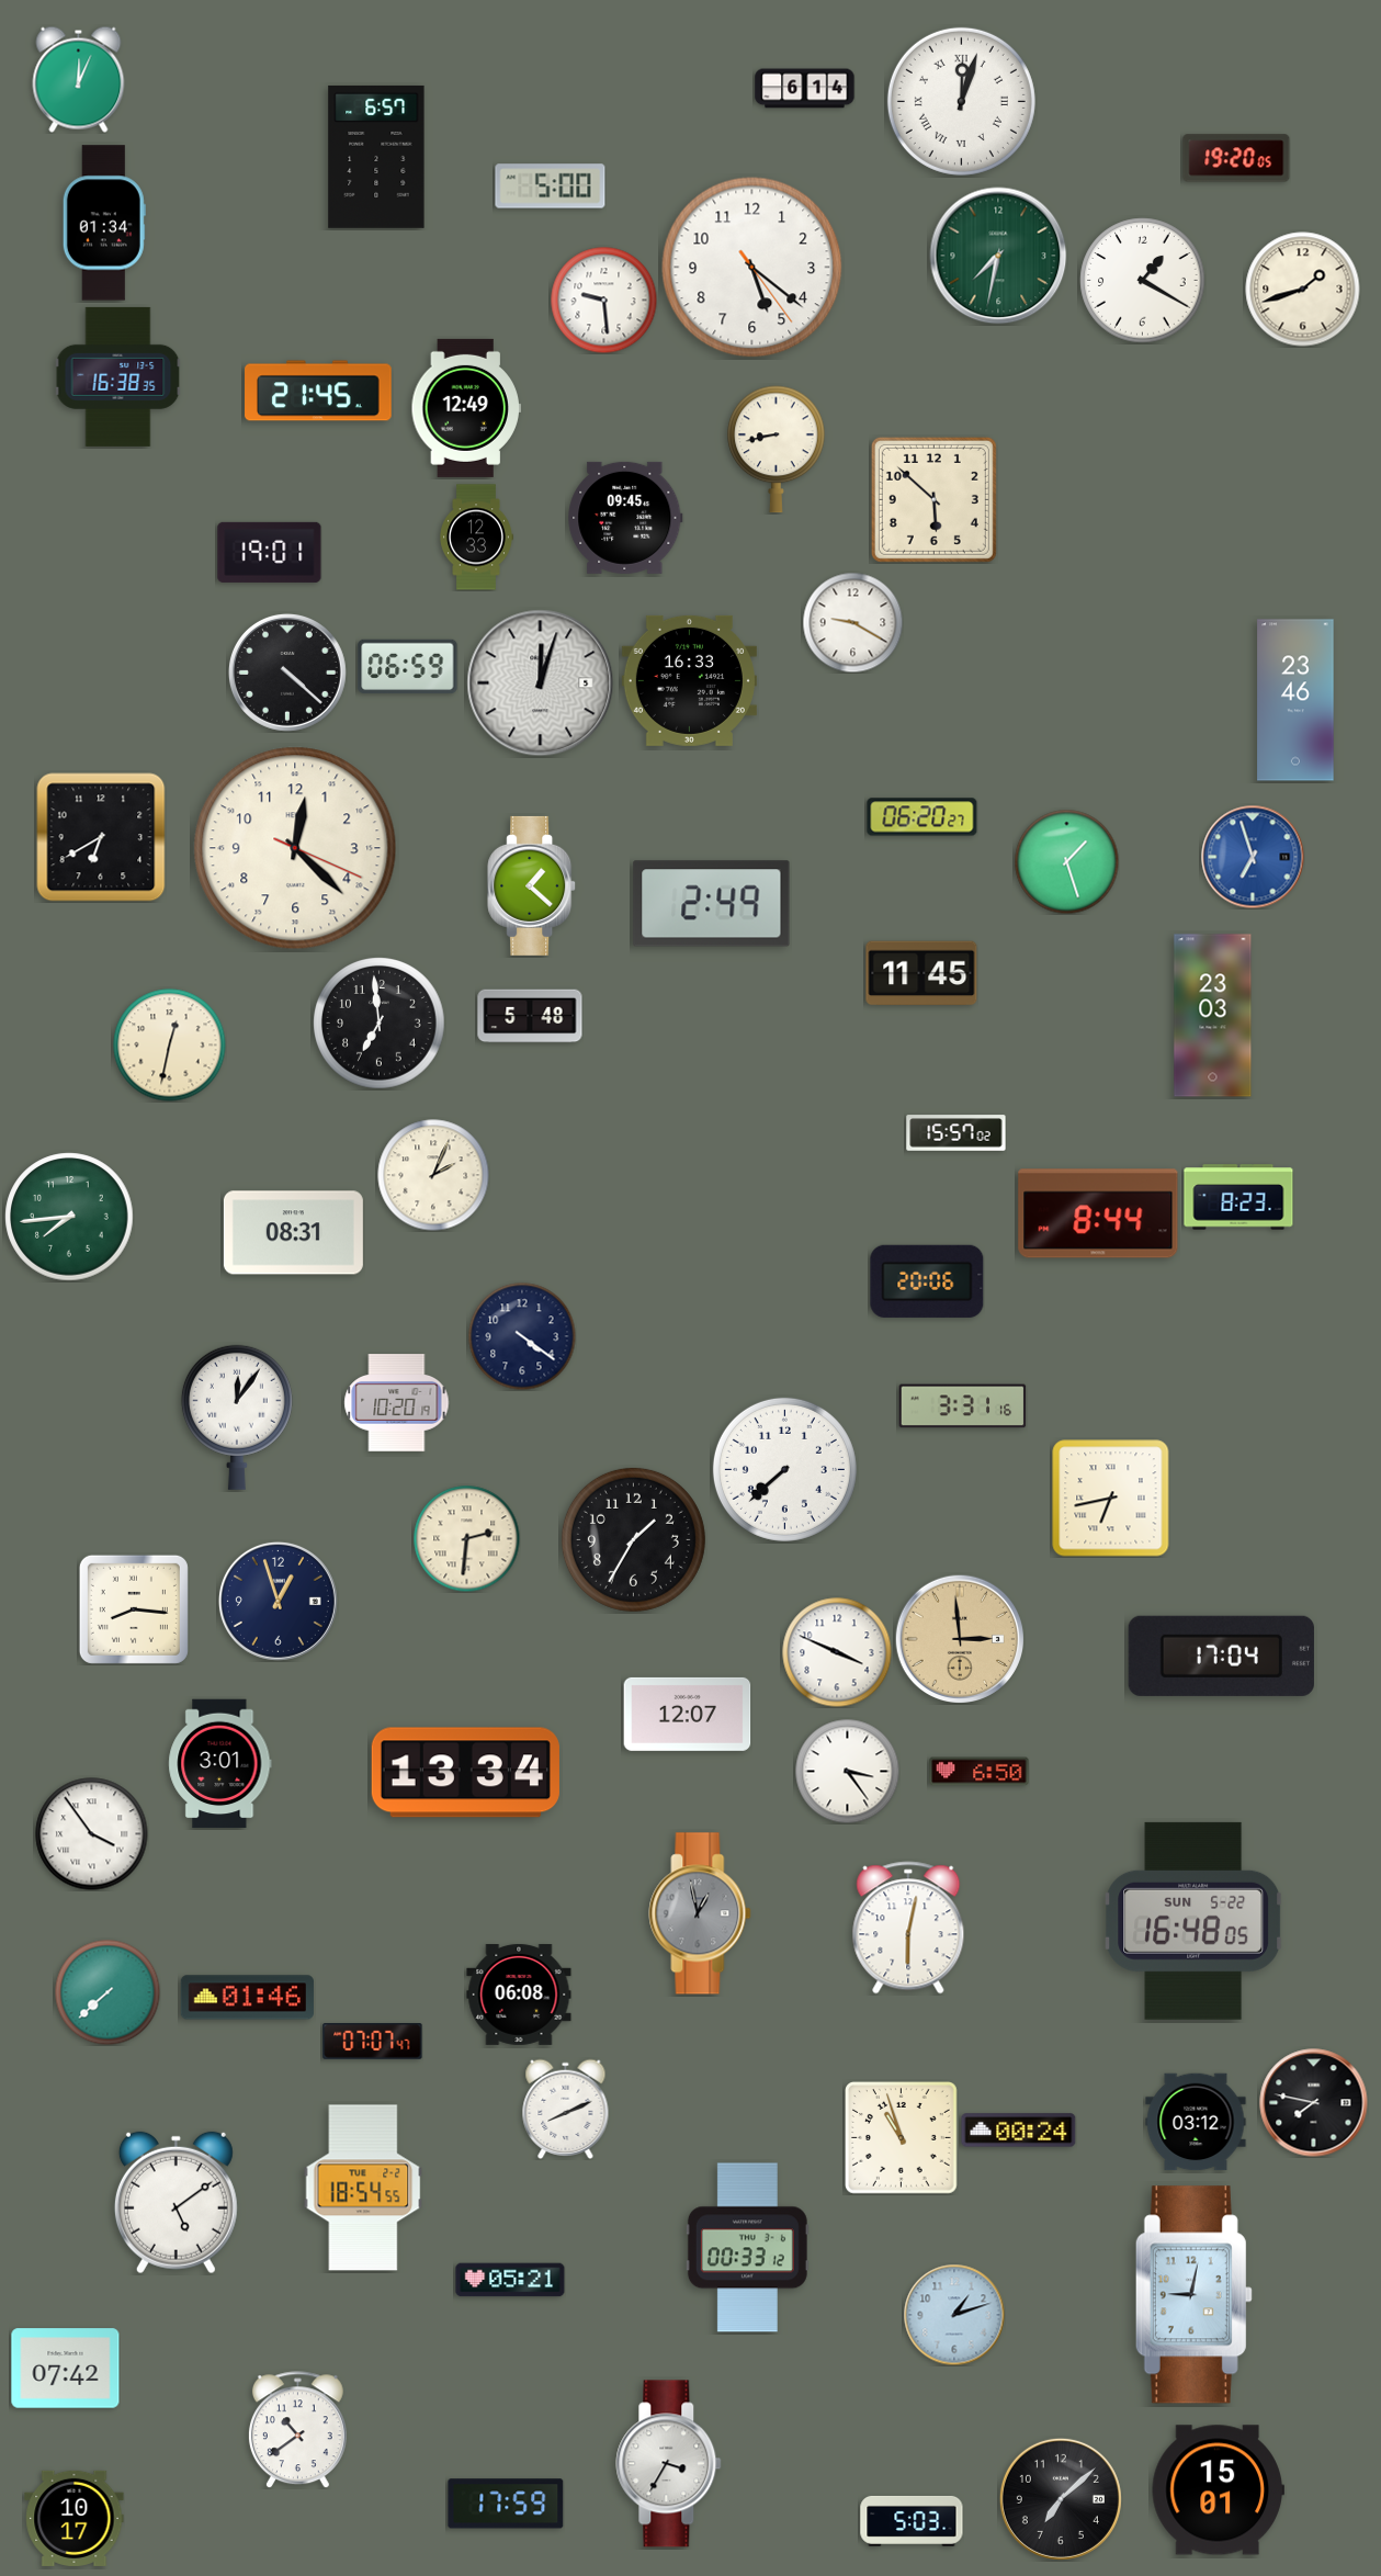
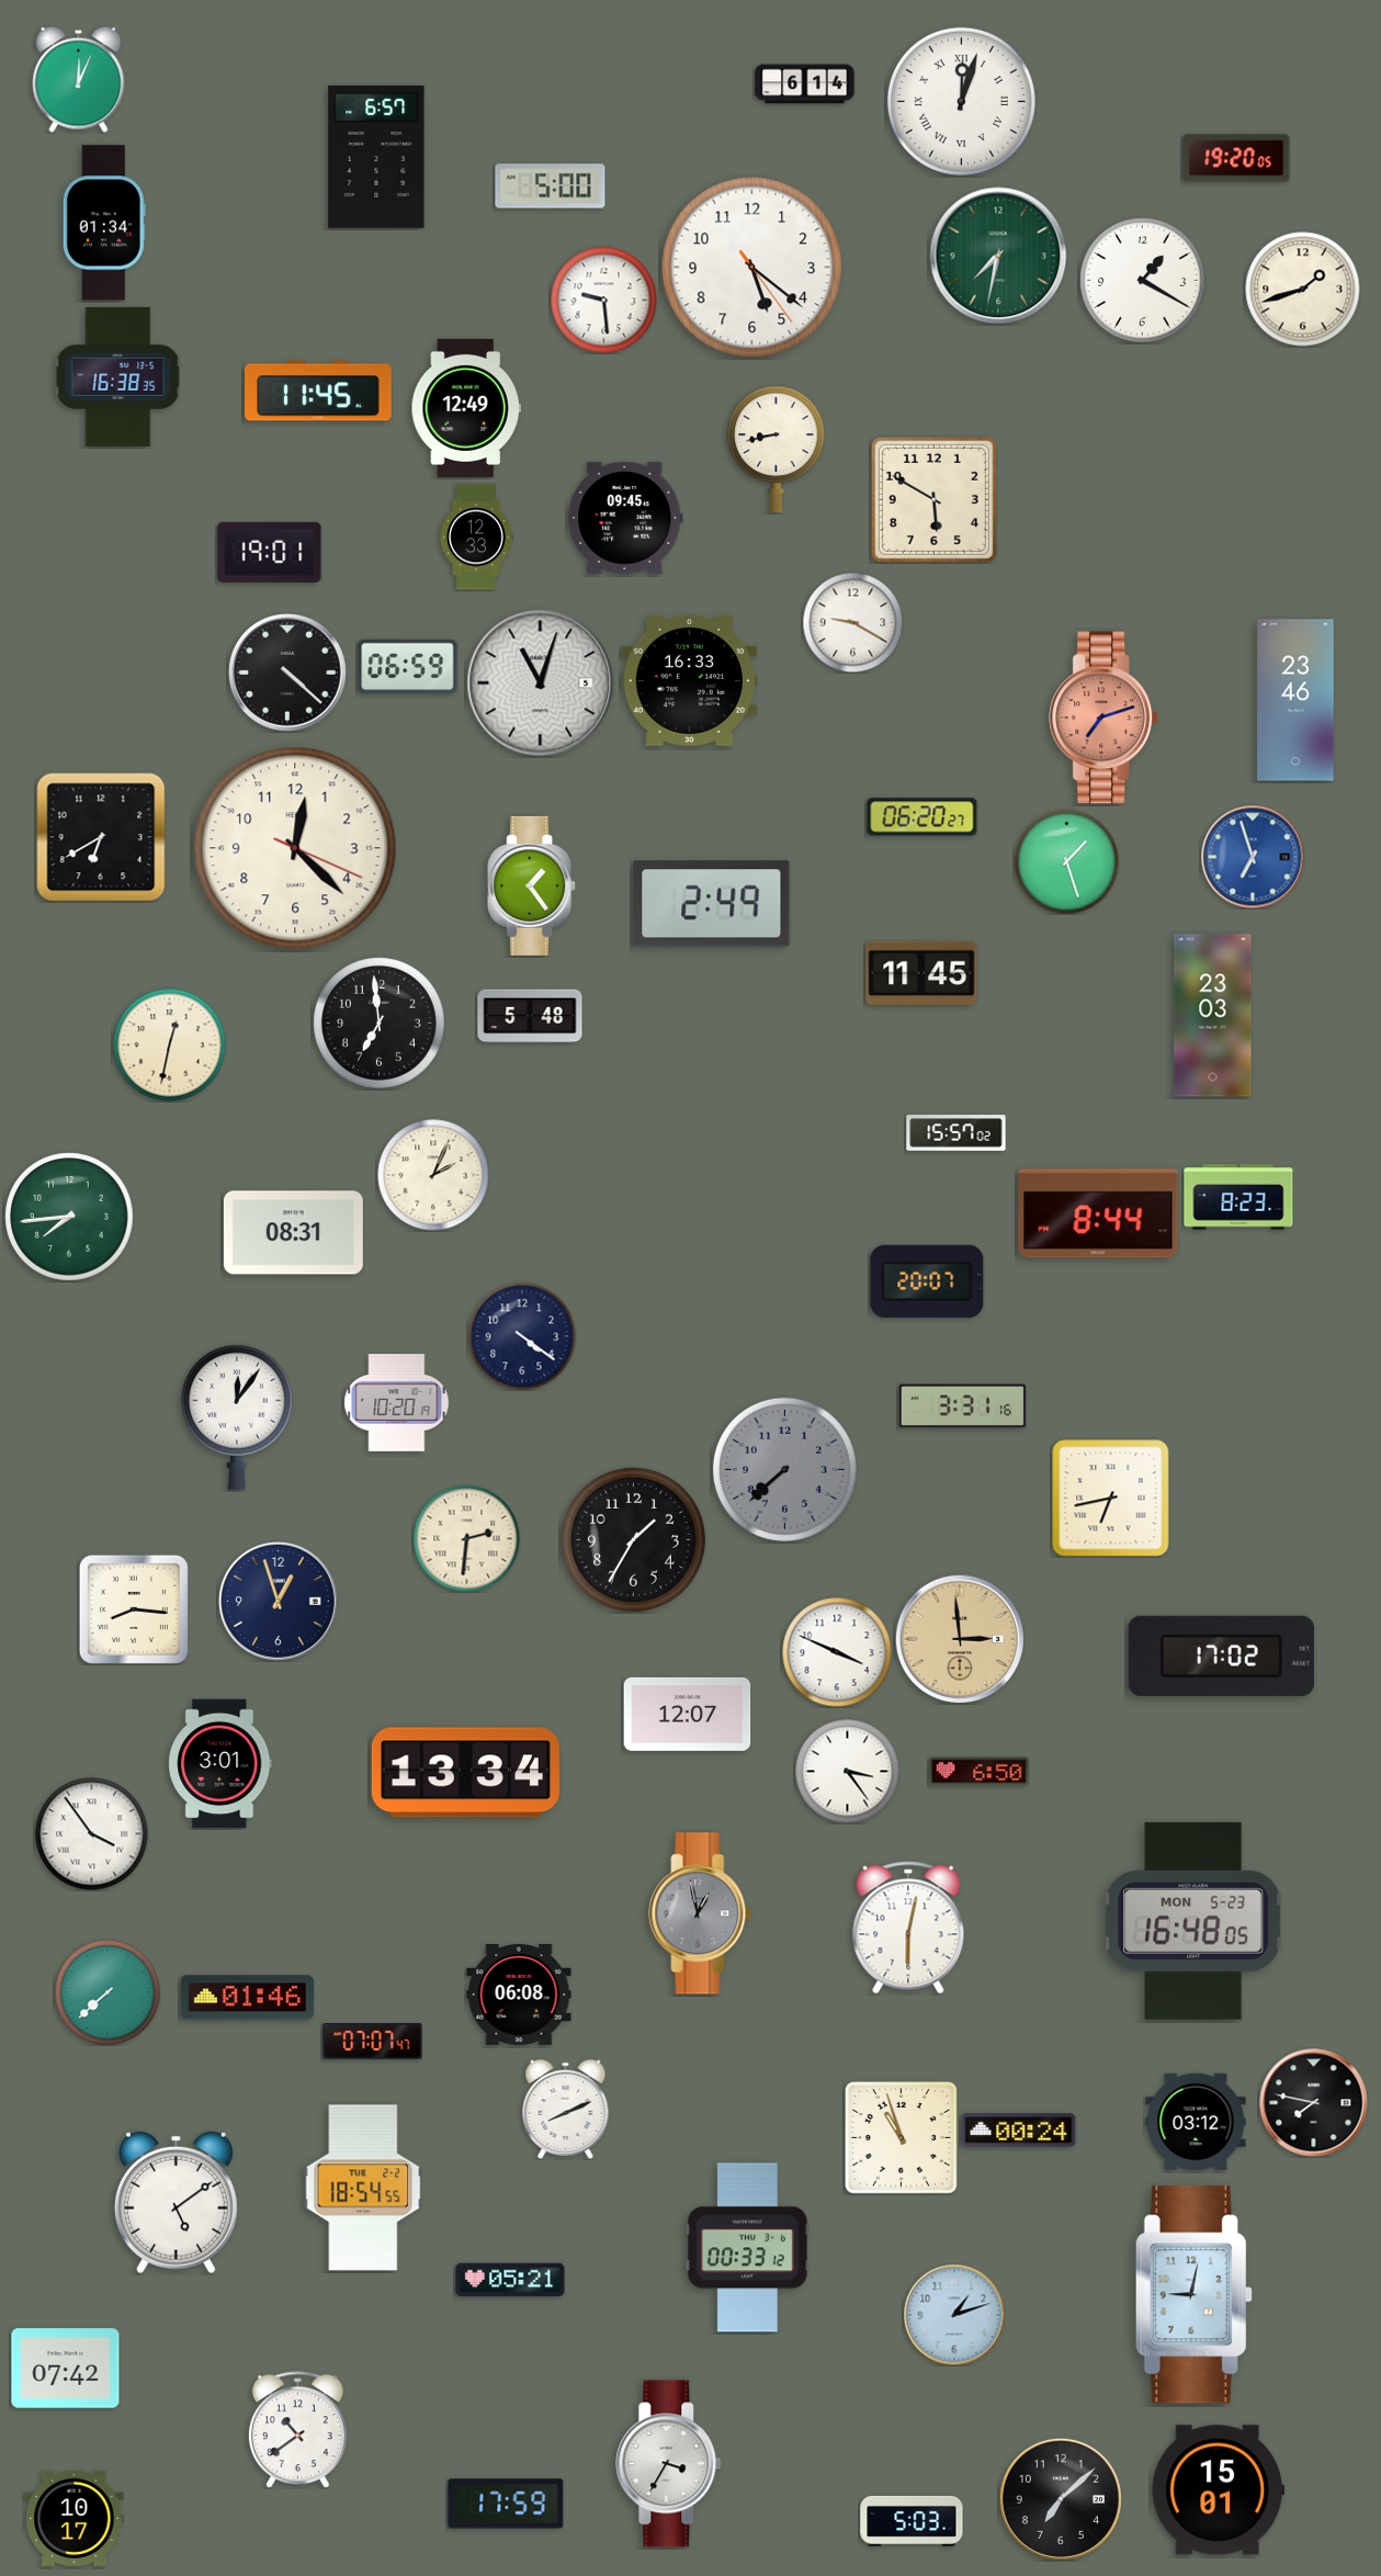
clock at (805, 89) position: (805, 89) -> (805, 84)
clock at (318, 391): 21:45 -> 11:45
clock at (933, 499): 5:52 -> 5:50
clock at (541, 683): 12:03 -> 11:03
clock at (1105, 718): none -> 7:12
clock at (532, 885): 1:22 -> 1:24
clock at (927, 1281): 20:06 -> 20:07
clock at (784, 1469) dial: white -> grey
clock at (1221, 1656): 17:04 -> 17:02
clock at (1193, 1921) date: SUN 5-22 -> MON 5-23
